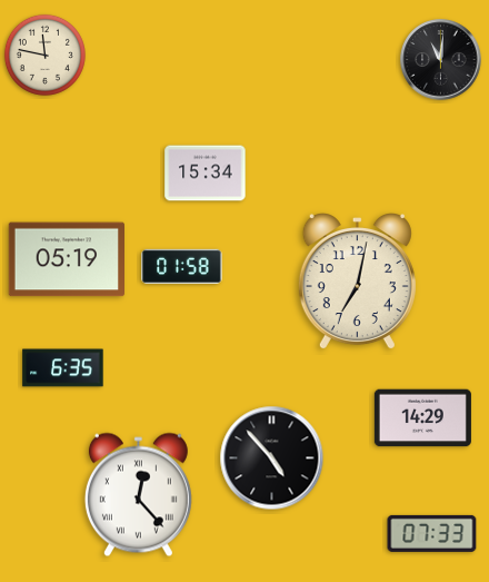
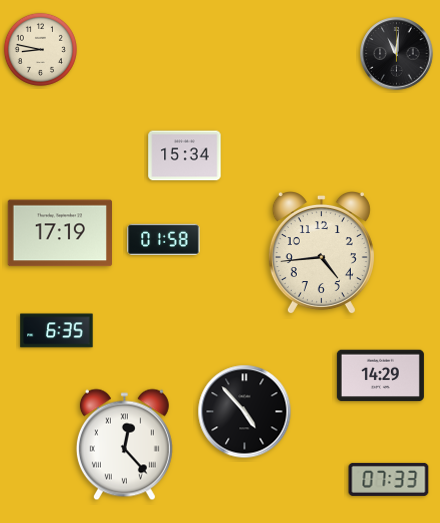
clock at (44, 55): 11:47 -> 8:47
clock at (66, 259): 05:19 -> 17:19
clock at (357, 283): 7:02 -> 4:44
